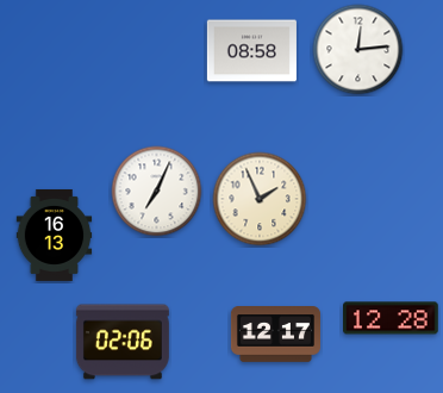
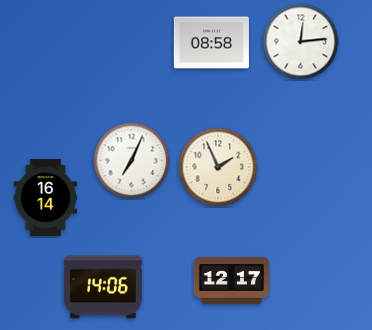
clock at (55, 235): 16:13 -> 16:14
clock at (391, 318): 12:28 -> none
clock at (123, 342): 02:06 -> 14:06
